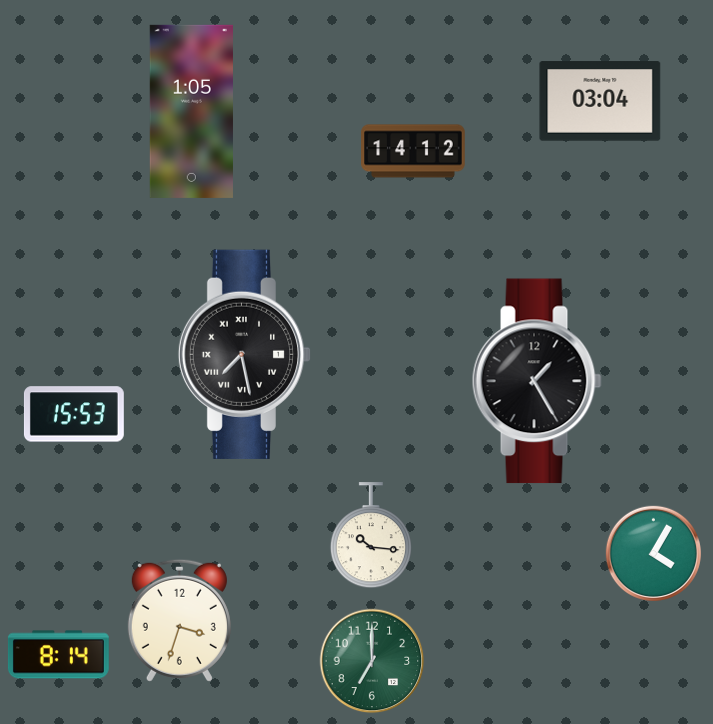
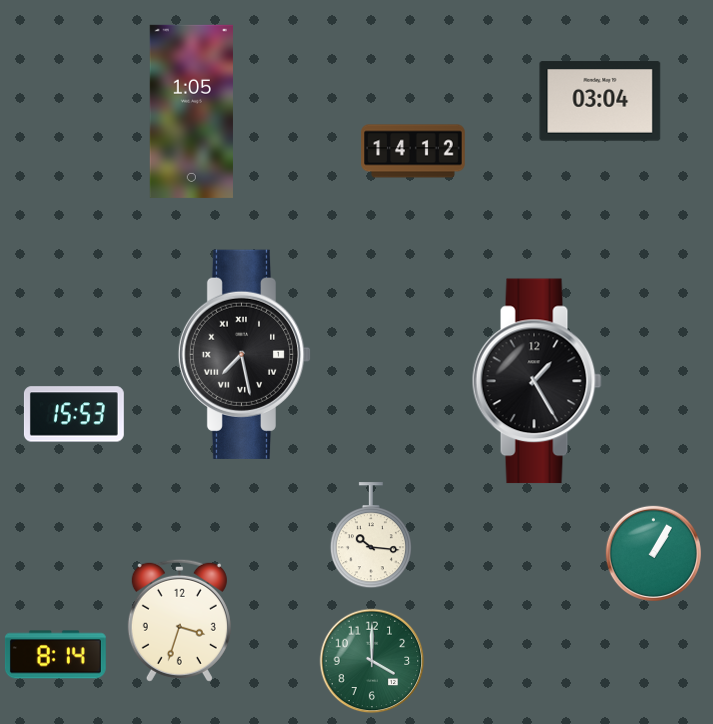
clock at (653, 553): 4:05 -> 1:05
clock at (58, 655) position: (58, 655) -> (55, 655)
clock at (372, 661): 7:00 -> 4:00
